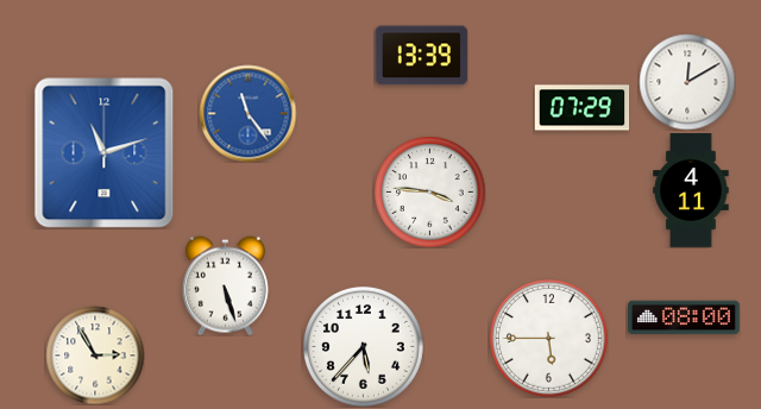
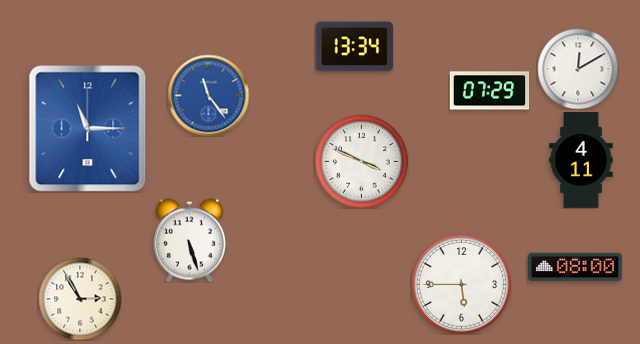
clock at (421, 56): 13:39 -> 13:34
clock at (105, 153): 11:12 -> 11:15
clock at (429, 191): 3:46 -> 3:49
clock at (363, 346): 5:37 -> none
